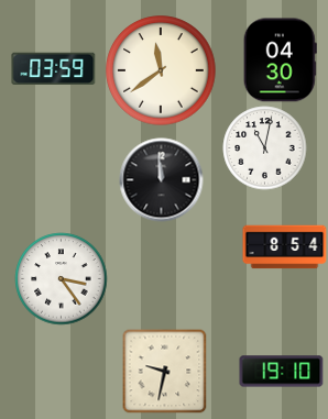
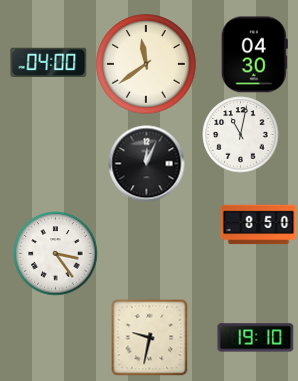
clock at (54, 69): 03:59 -> 04:00
clock at (162, 180): 11:59 -> 12:04
clock at (285, 247): 8:54 -> 8:50
